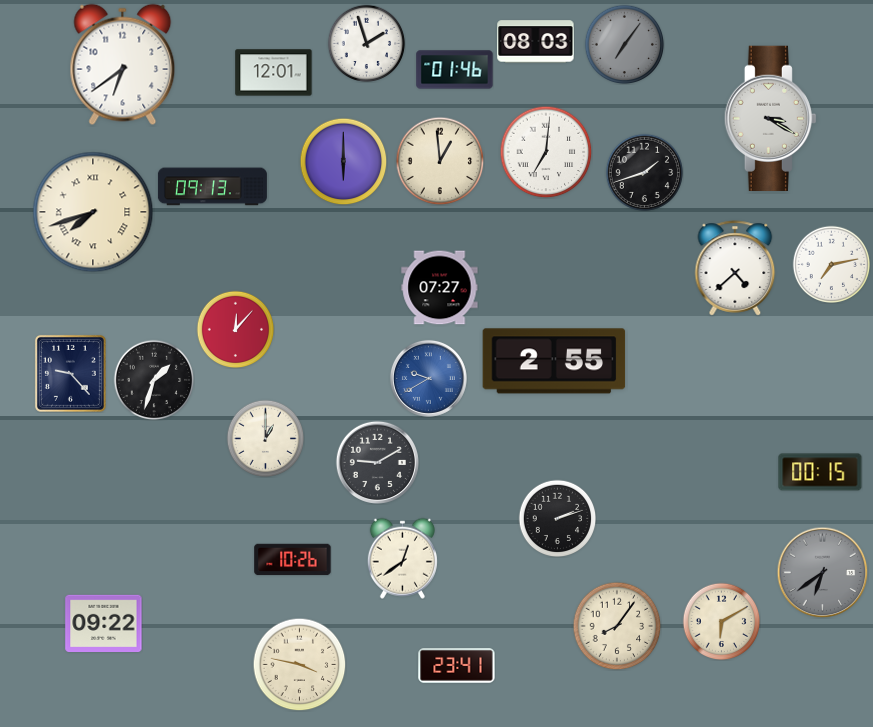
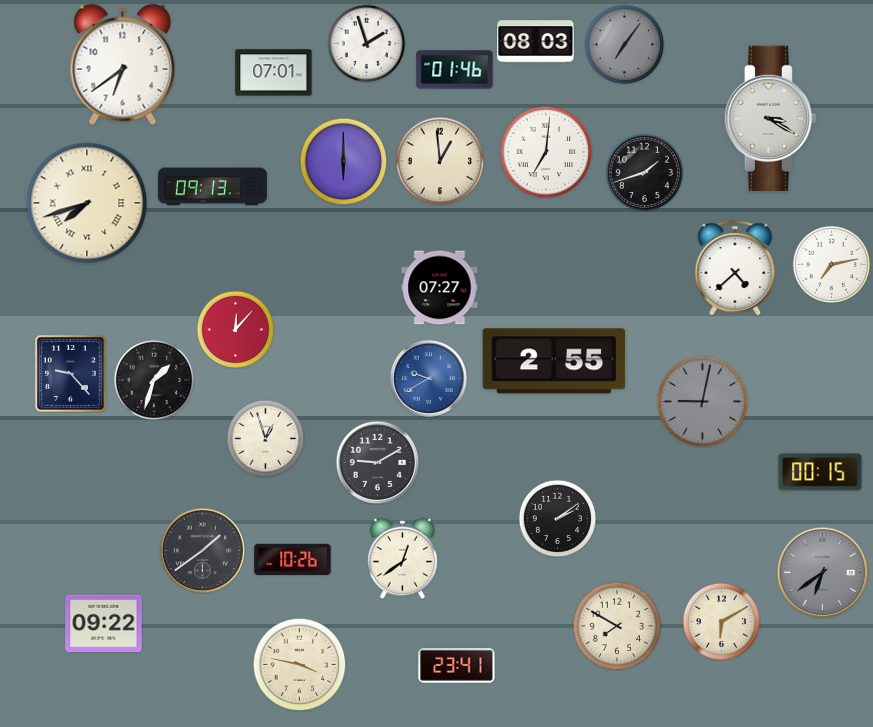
clock at (274, 73): 12:01 -> 07:01
clock at (93, 212) position: (93, 212) -> (87, 203)
clock at (702, 401): none -> 9:02
clock at (265, 438): 1:00 -> 12:57
clock at (557, 518): 2:12 -> 2:09
clock at (202, 550): none -> 1:39
clock at (617, 626): 8:06 -> 7:50
